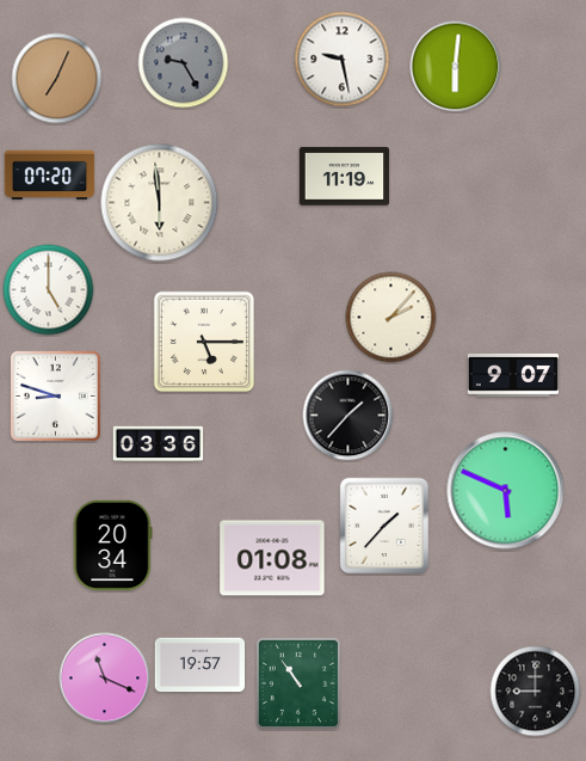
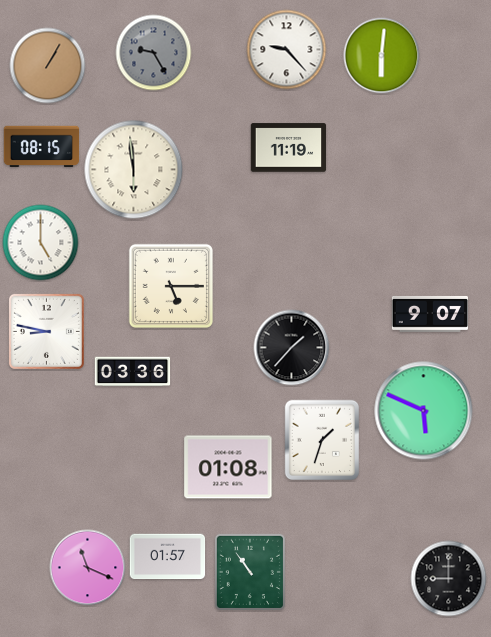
clock at (343, 60): 9:28 -> 9:23
clock at (57, 79): 7:04 -> 1:05
clock at (50, 176): 07:20 -> 08:15
clock at (391, 318): 2:07 -> none
clock at (55, 395): 8:48 -> 8:47
clock at (384, 526): 1:37 -> 1:33
clock at (112, 546): 20:34 -> none
clock at (201, 665): 19:57 -> 01:57
